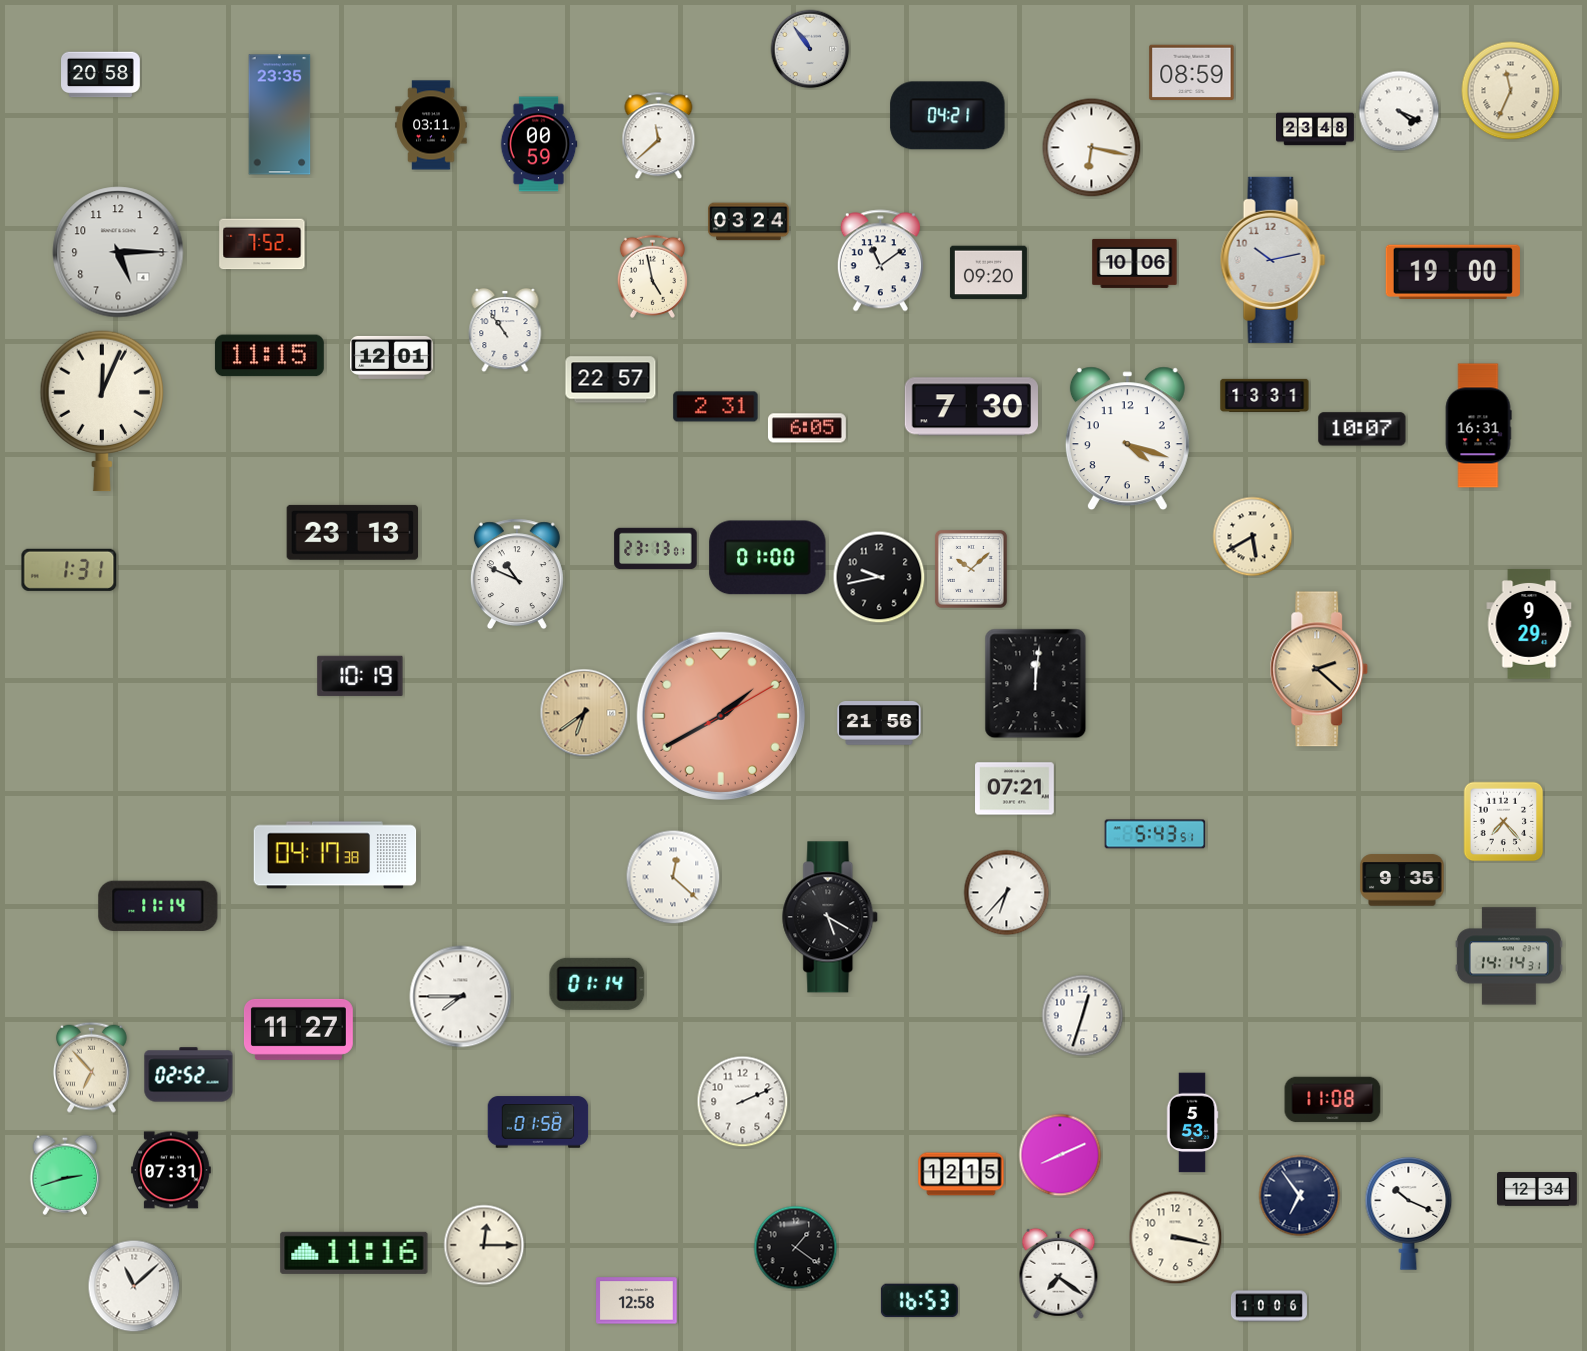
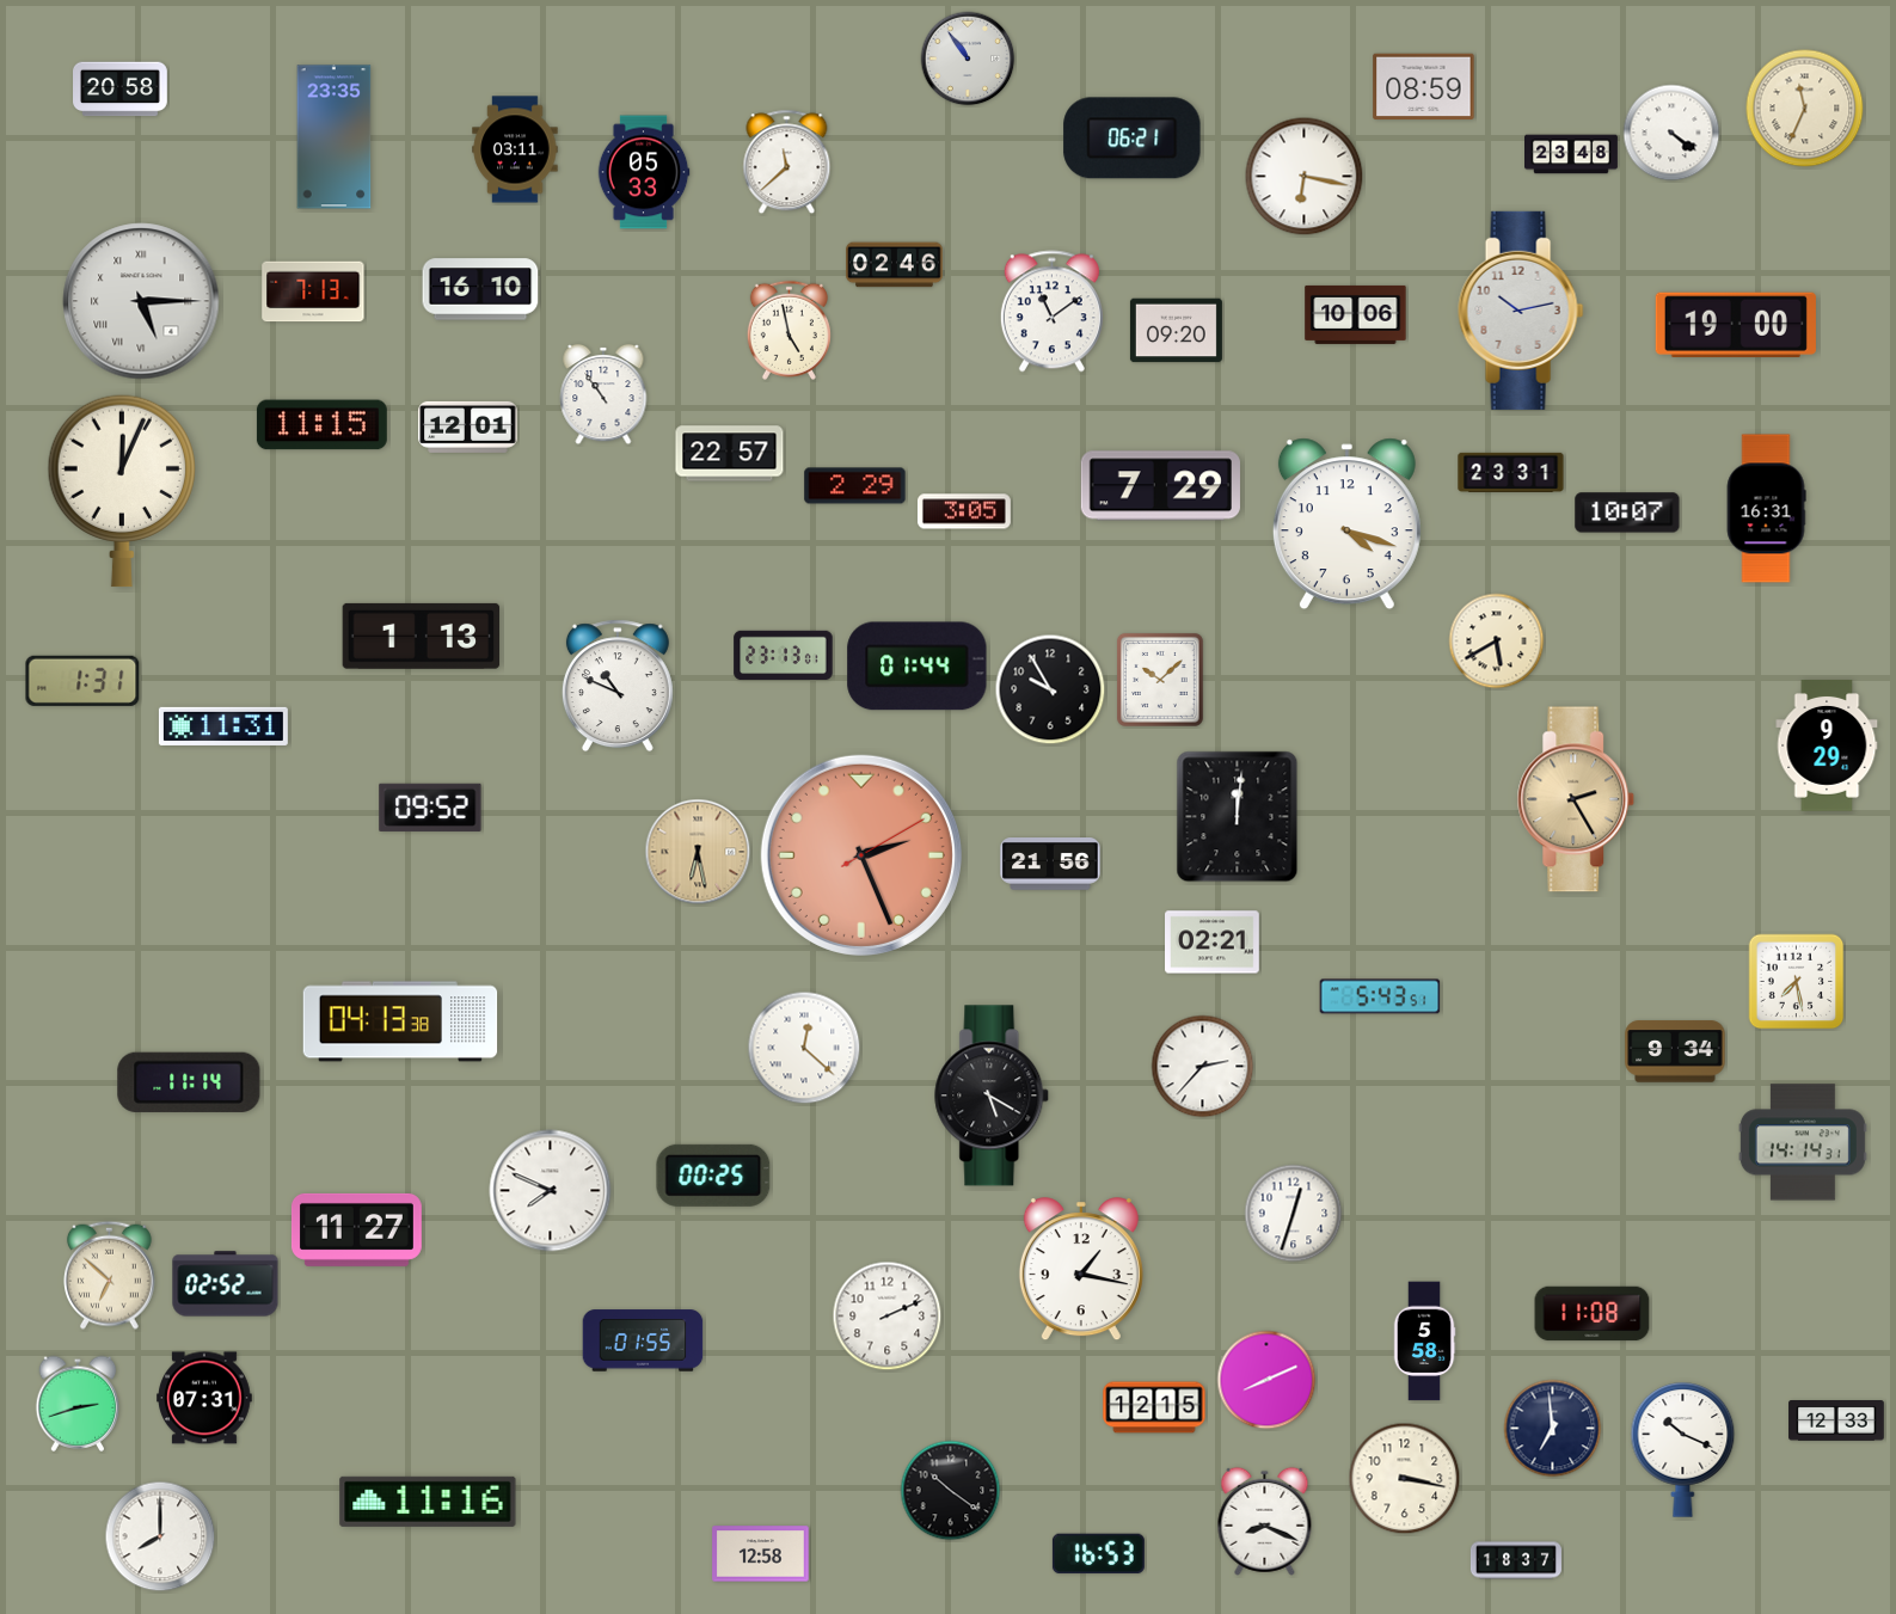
clock at (1399, 111): 4:19 -> 4:21
clock at (948, 116): 04:21 -> 06:21
clock at (539, 144): 00:59 -> 05:33
clock at (749, 222): 03:24 -> 02:46
clock at (480, 289): none -> 16:10
clock at (262, 244): 7:52 -> 7:13
clock at (118, 252) numerals: Arabic -> Roman
clock at (988, 273) position: (988, 273) -> (1176, 331)
clock at (652, 276) position: (652, 276) -> (789, 330)
clock at (1265, 395): 13:31 -> 23:31
clock at (716, 407): 2:31 -> 2:29
clock at (971, 407): 7:30 -> 7:29
clock at (807, 428): 6:05 -> 3:05
clock at (353, 532): 23:13 -> 1:13
clock at (768, 558): 01:00 -> 01:44
clock at (879, 577): 9:43 -> 9:55
clock at (223, 726): none -> 11:31
clock at (1319, 669): 2:22 -> 2:25
clock at (360, 676): 10:19 -> 09:52
clock at (584, 713): 6:39 -> 6:28
clock at (721, 716): 1:40 -> 2:26
clock at (1015, 789): 07:21 -> 02:21
clock at (1504, 822): 7:23 -> 7:28
clock at (335, 855): 04:17 -> 04:13
clock at (1402, 880): 9:35 -> 9:34
clock at (1007, 893): 6:37 -> 2:37
clock at (597, 984): 01:14 -> 00:25
clock at (461, 997): 7:45 -> 7:49
clock at (1081, 1270): none -> 1:17
clock at (91, 1067): 6:53 -> 6:52
clock at (538, 1122): 01:58 -> 01:55
clock at (1192, 1123): 5:53 -> 5:58
clock at (961, 1174) position: (961, 1174) -> (1154, 1407)
clock at (1537, 1190): 12:34 -> 12:33
clock at (1300, 1196): 6:54 -> 6:59
clock at (484, 1245): 12:15 -> none
clock at (796, 1248): 1:21 -> 10:21
clock at (354, 1253) position: (354, 1253) -> (428, 1502)
clock at (1059, 1273): 7:21 -> 8:19
clock at (134, 1286): 11:08 -> 8:00
clock at (1269, 1306): 10:06 -> 18:37
